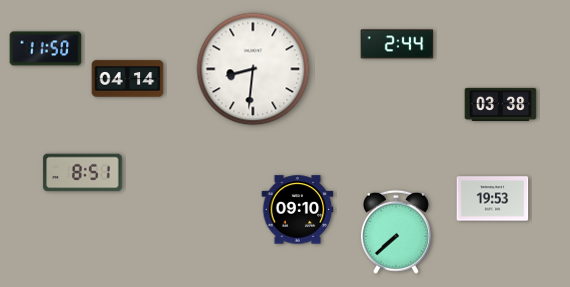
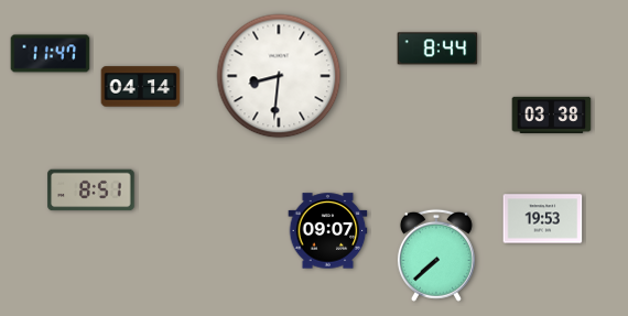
clock at (397, 44): 2:44 -> 8:44
clock at (46, 49): 11:50 -> 11:47
clock at (298, 210): 09:10 -> 09:07
